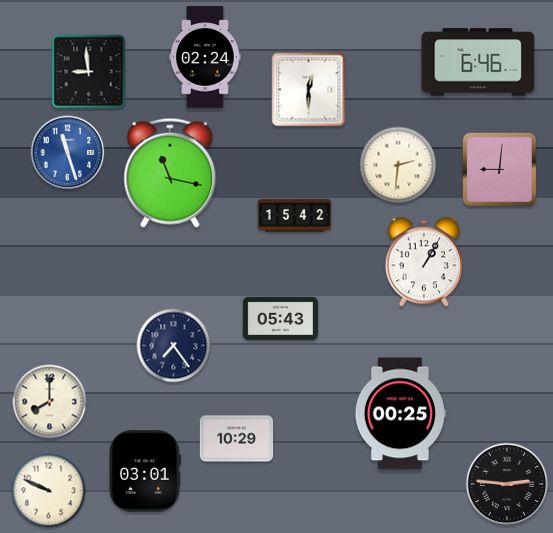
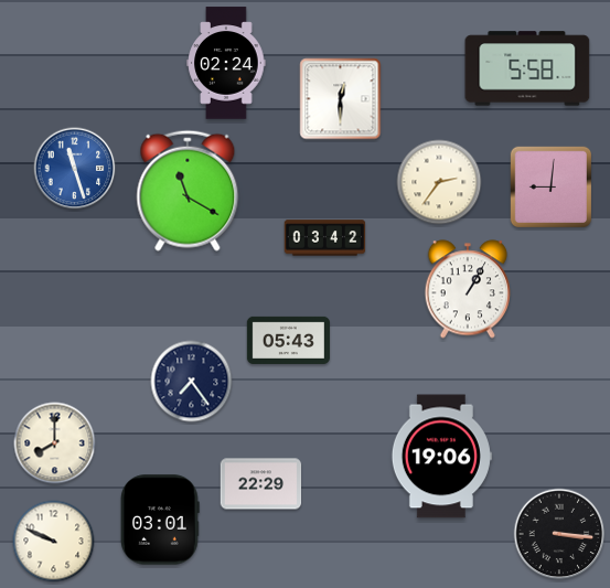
clock at (478, 62): 6:46 -> 5:58
clock at (89, 72): 8:59 -> none
clock at (398, 165): 2:31 -> 2:36
clock at (170, 173): 11:17 -> 11:20
clock at (295, 216): 15:42 -> 03:42
clock at (280, 318) position: (280, 318) -> (288, 340)
clock at (400, 414): 00:25 -> 19:06
clock at (237, 439): 10:29 -> 22:29
clock at (507, 484): 2:46 -> 3:16
